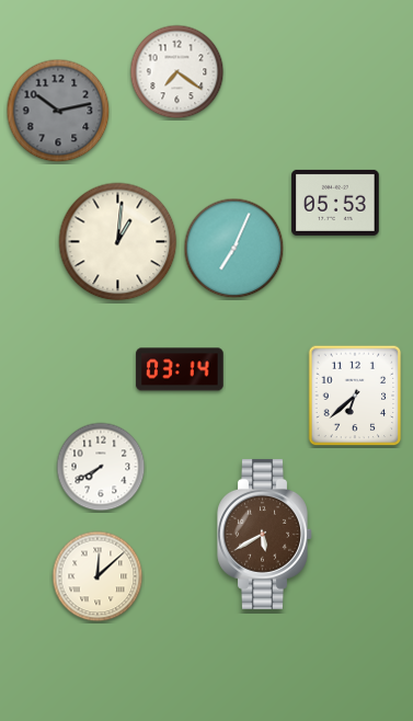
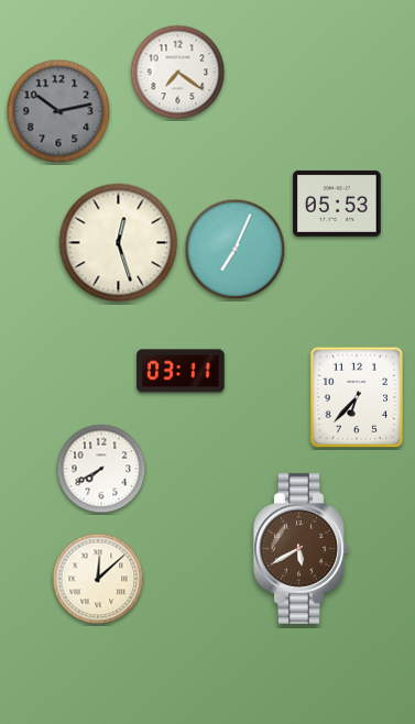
clock at (118, 242): 1:01 -> 12:27
clock at (180, 369): 03:14 -> 03:11
clock at (355, 396): 6:38 -> 6:37
clock at (265, 534) position: (265, 534) -> (302, 548)
